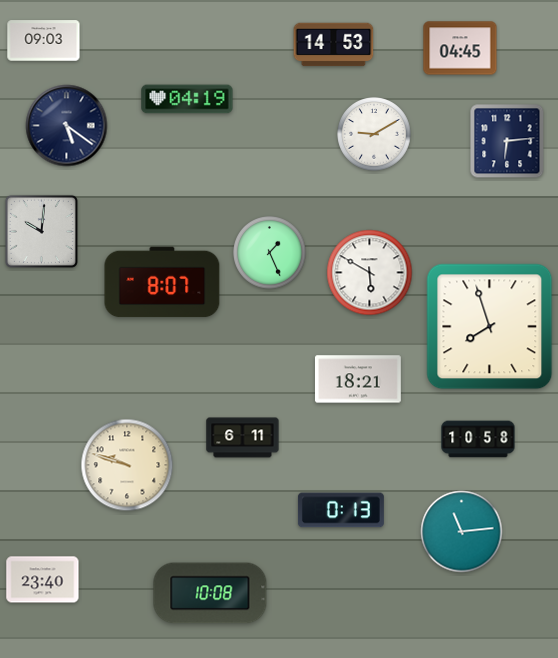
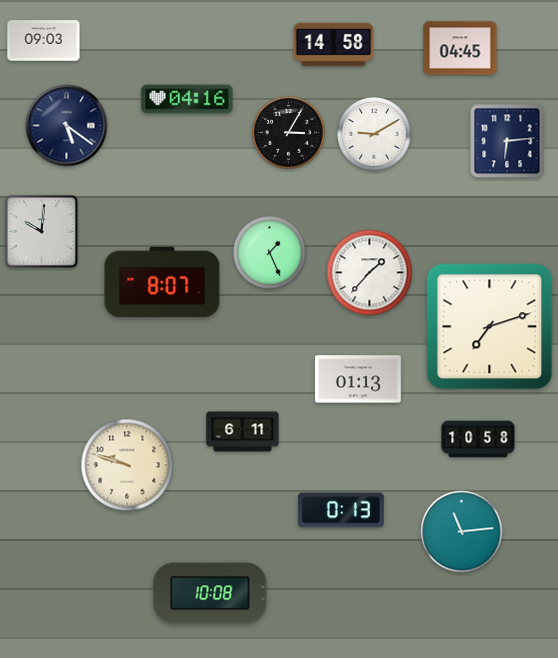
clock at (334, 45): 14:53 -> 14:58
clock at (187, 99): 04:19 -> 04:16
clock at (289, 133): none -> 3:05
clock at (370, 273): 5:50 -> 1:37
clock at (490, 327): 7:57 -> 7:12
clock at (358, 379): 18:21 -> 01:13
clock at (243, 438) position: (243, 438) -> (243, 432)
clock at (43, 580): 23:40 -> none
